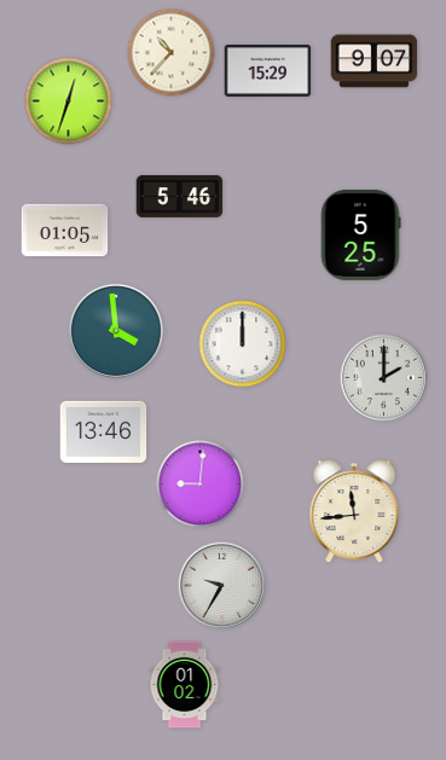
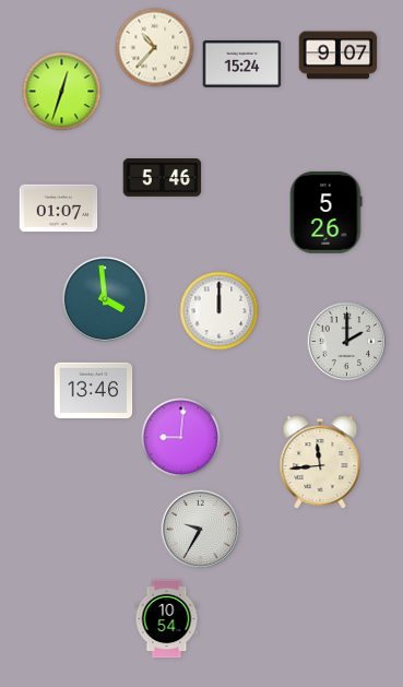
clock at (268, 70): 15:29 -> 15:24
clock at (65, 231): 01:05 -> 01:07
clock at (360, 234): 5:25 -> 5:26
clock at (185, 685): 01:02 -> 10:54
